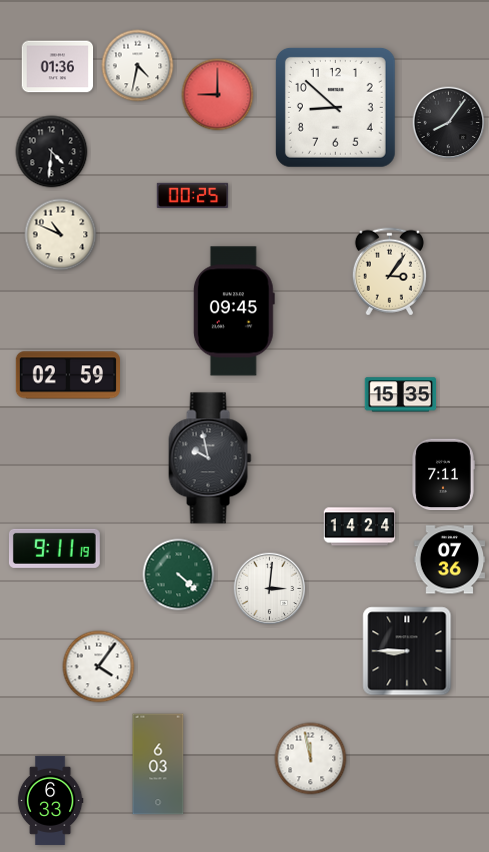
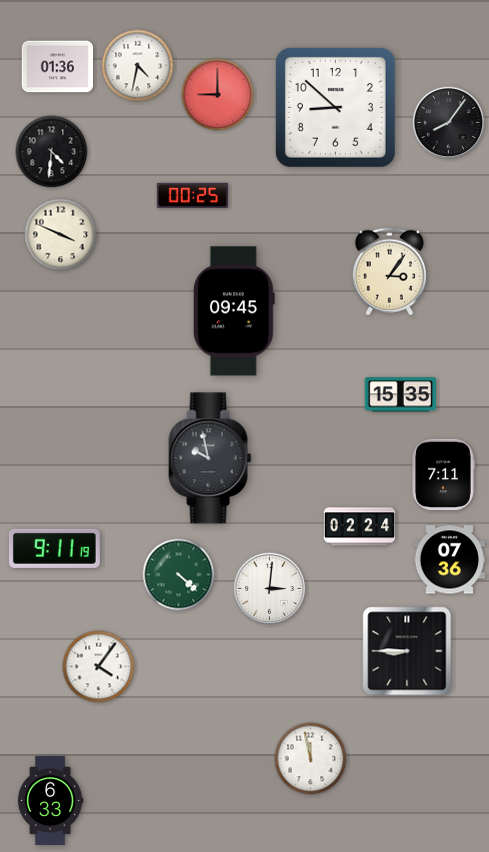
clock at (61, 235): 10:49 -> 3:49
clock at (67, 375): 02:59 -> none
clock at (360, 527): 14:24 -> 02:24
clock at (158, 764): 6:03 -> none
